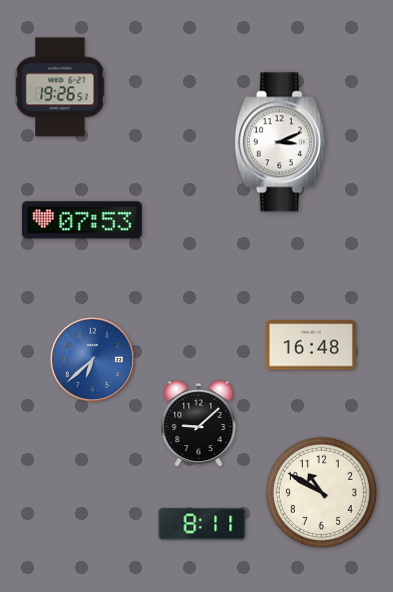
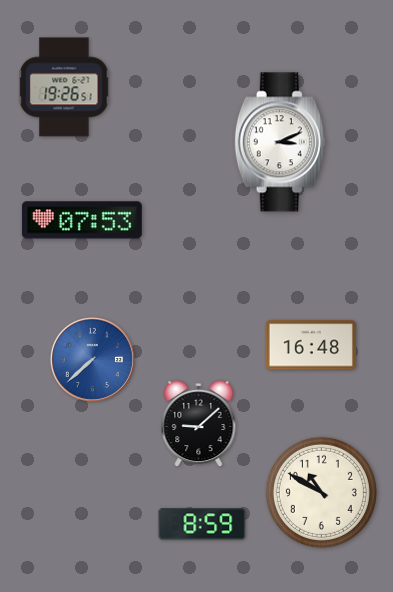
clock at (60, 87) position: (60, 87) -> (64, 87)
clock at (92, 359): 6:38 -> 7:38
clock at (202, 524): 8:11 -> 8:59
